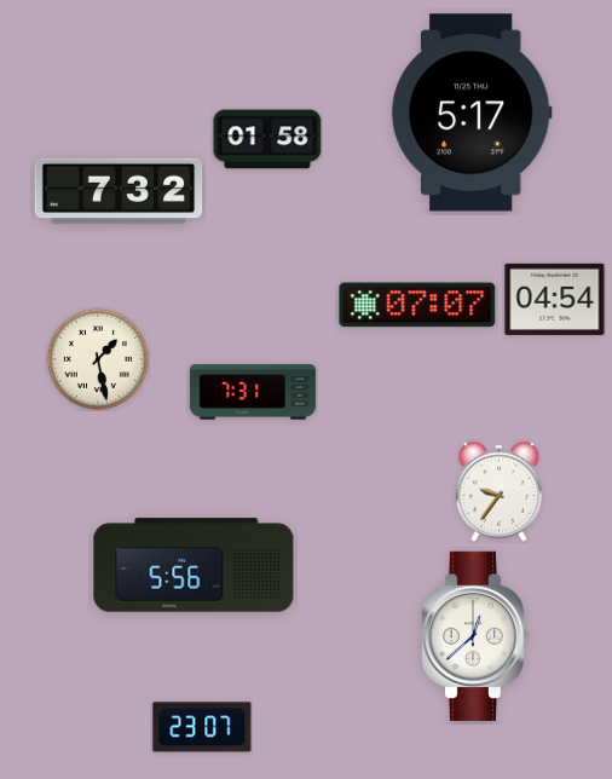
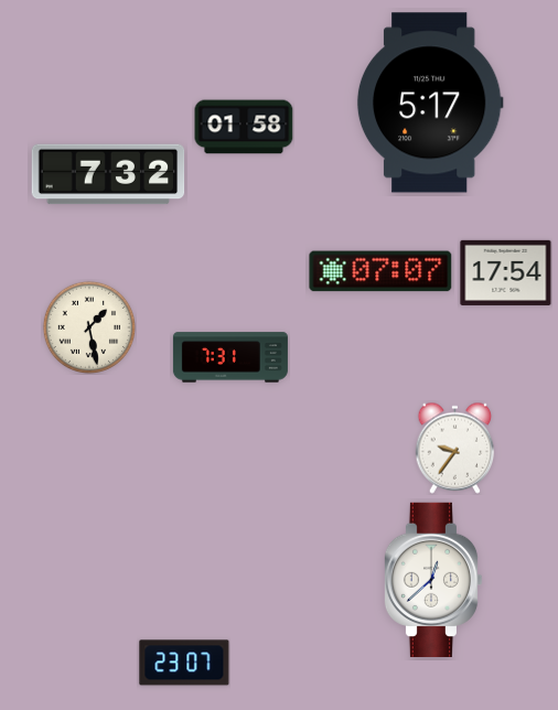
clock at (555, 299): 04:54 -> 17:54
clock at (417, 305) position: (417, 305) -> (380, 271)
clock at (194, 565): 5:56 -> none
